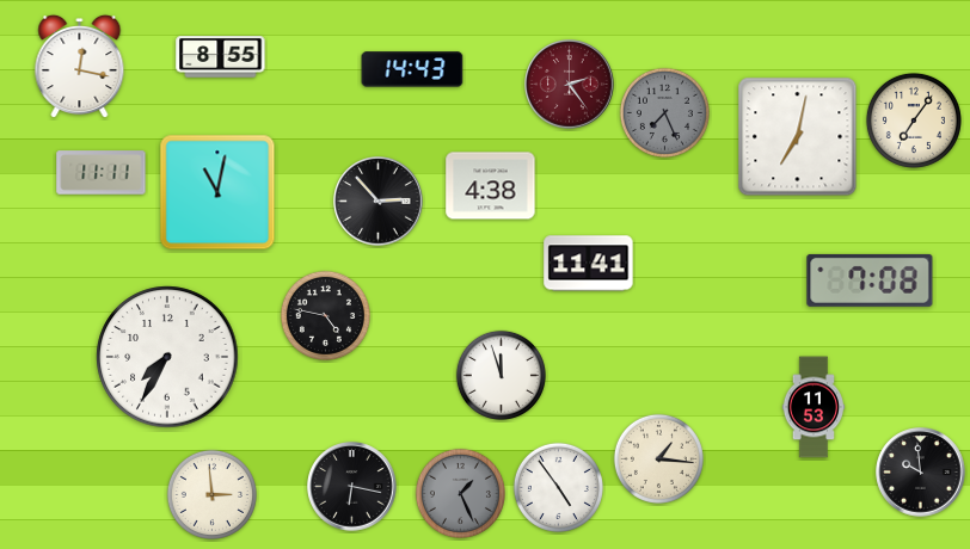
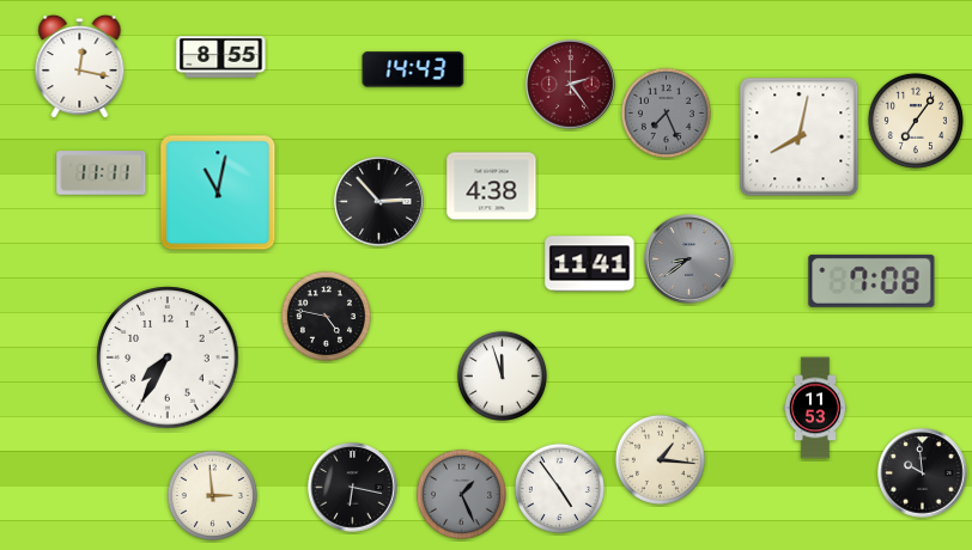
clock at (798, 137): 7:02 -> 8:02
clock at (689, 259): none -> 8:39
